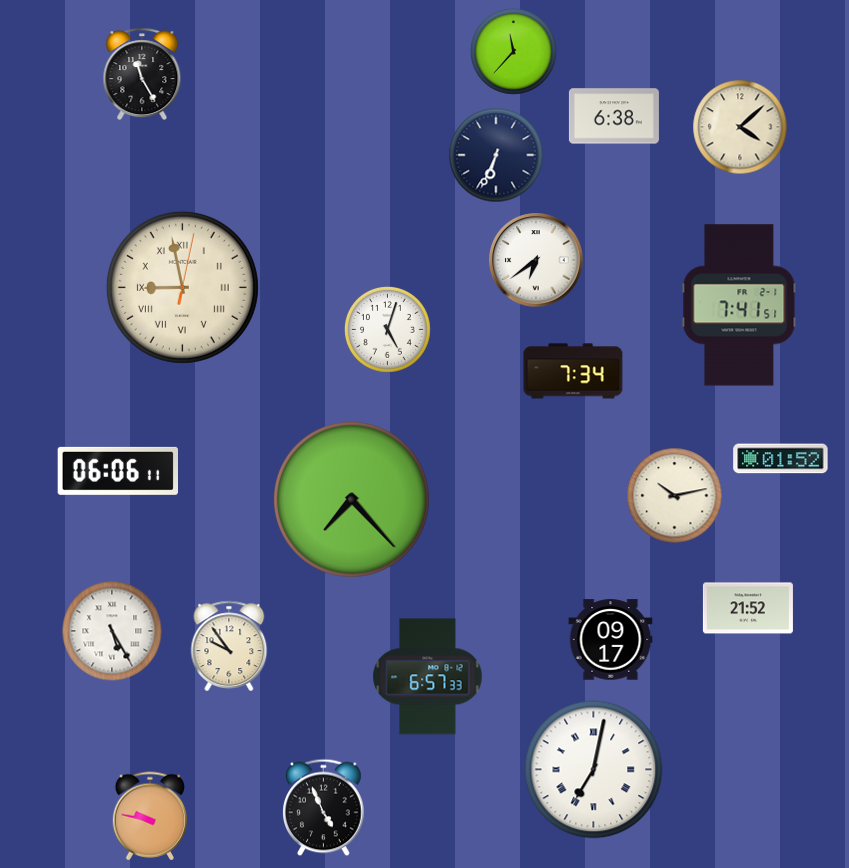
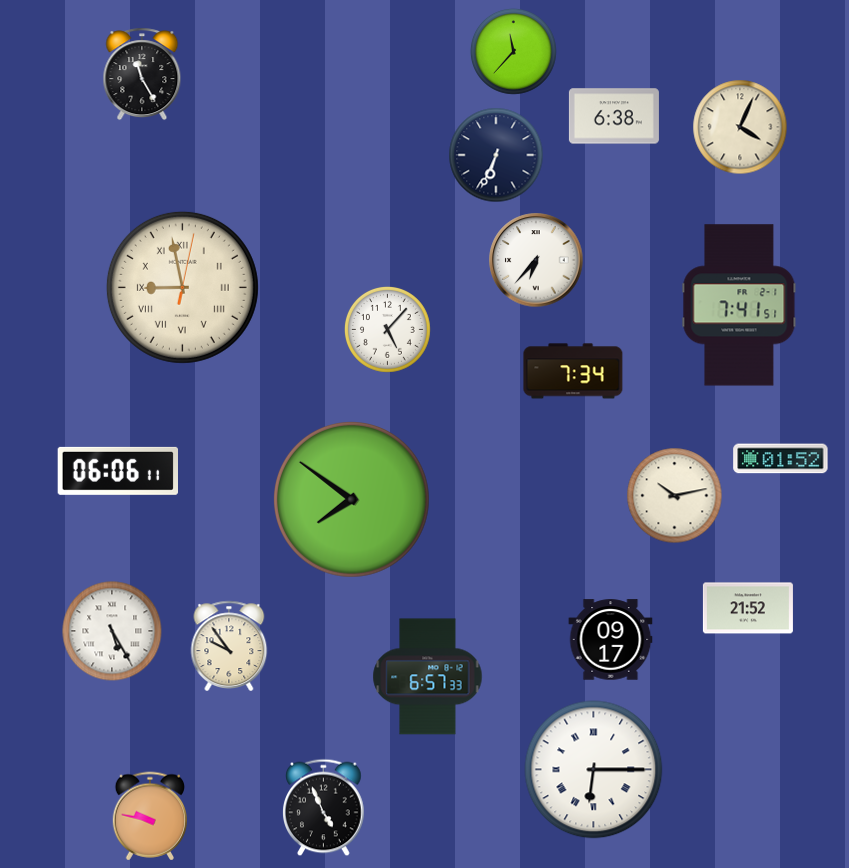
clock at (740, 127): 4:08 -> 4:04
clock at (536, 260): 6:39 -> 6:37
clock at (387, 329): 5:03 -> 5:07
clock at (351, 499): 7:23 -> 7:51
clock at (594, 770): 7:02 -> 6:15
